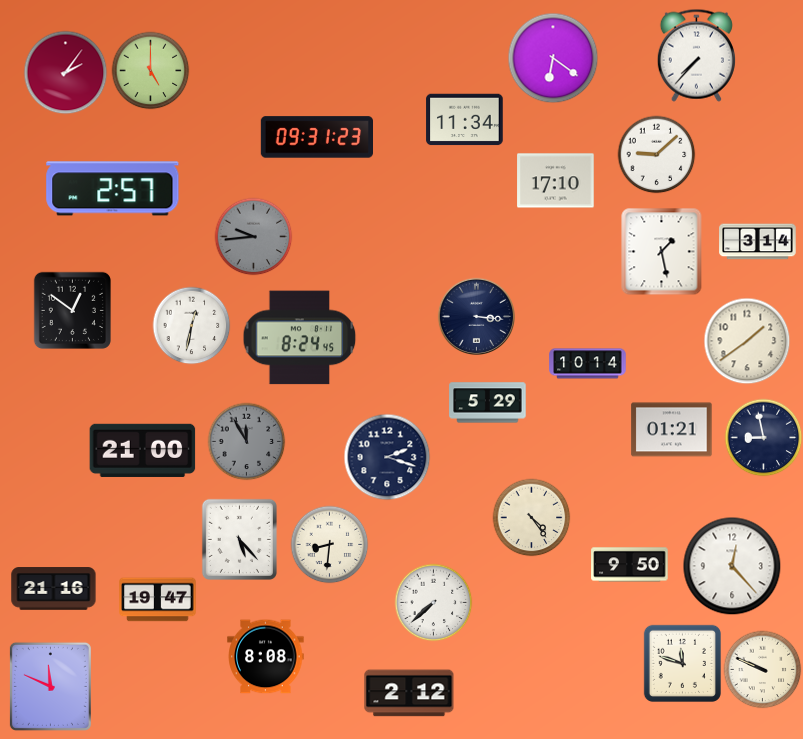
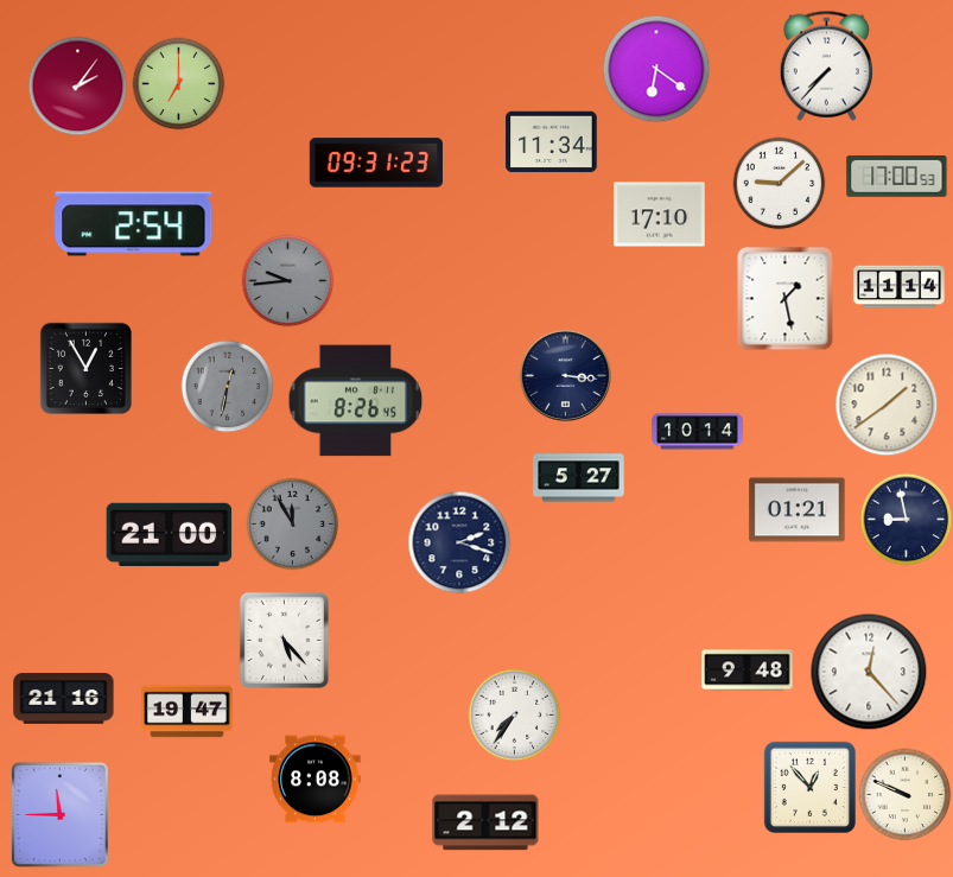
clock at (150, 70): 5:00 -> 7:00
clock at (897, 177): none -> 17:00
clock at (113, 189): 2:57 -> 2:54
clock at (253, 236) position: (253, 236) -> (287, 280)
clock at (758, 242): 3:14 -> 11:14
clock at (72, 310): 12:51 -> 12:55
clock at (191, 325) dial: white -> grey
clock at (300, 338): 8:24 -> 8:26
clock at (488, 403): 5:29 -> 5:27
clock at (531, 517): 4:24 -> none
clock at (329, 544): 8:31 -> none
clock at (630, 565): 9:50 -> 9:48
clock at (433, 602): 7:38 -> 7:36
clock at (682, 663): 11:48 -> 12:53
clock at (50, 686): 11:49 -> 11:45
